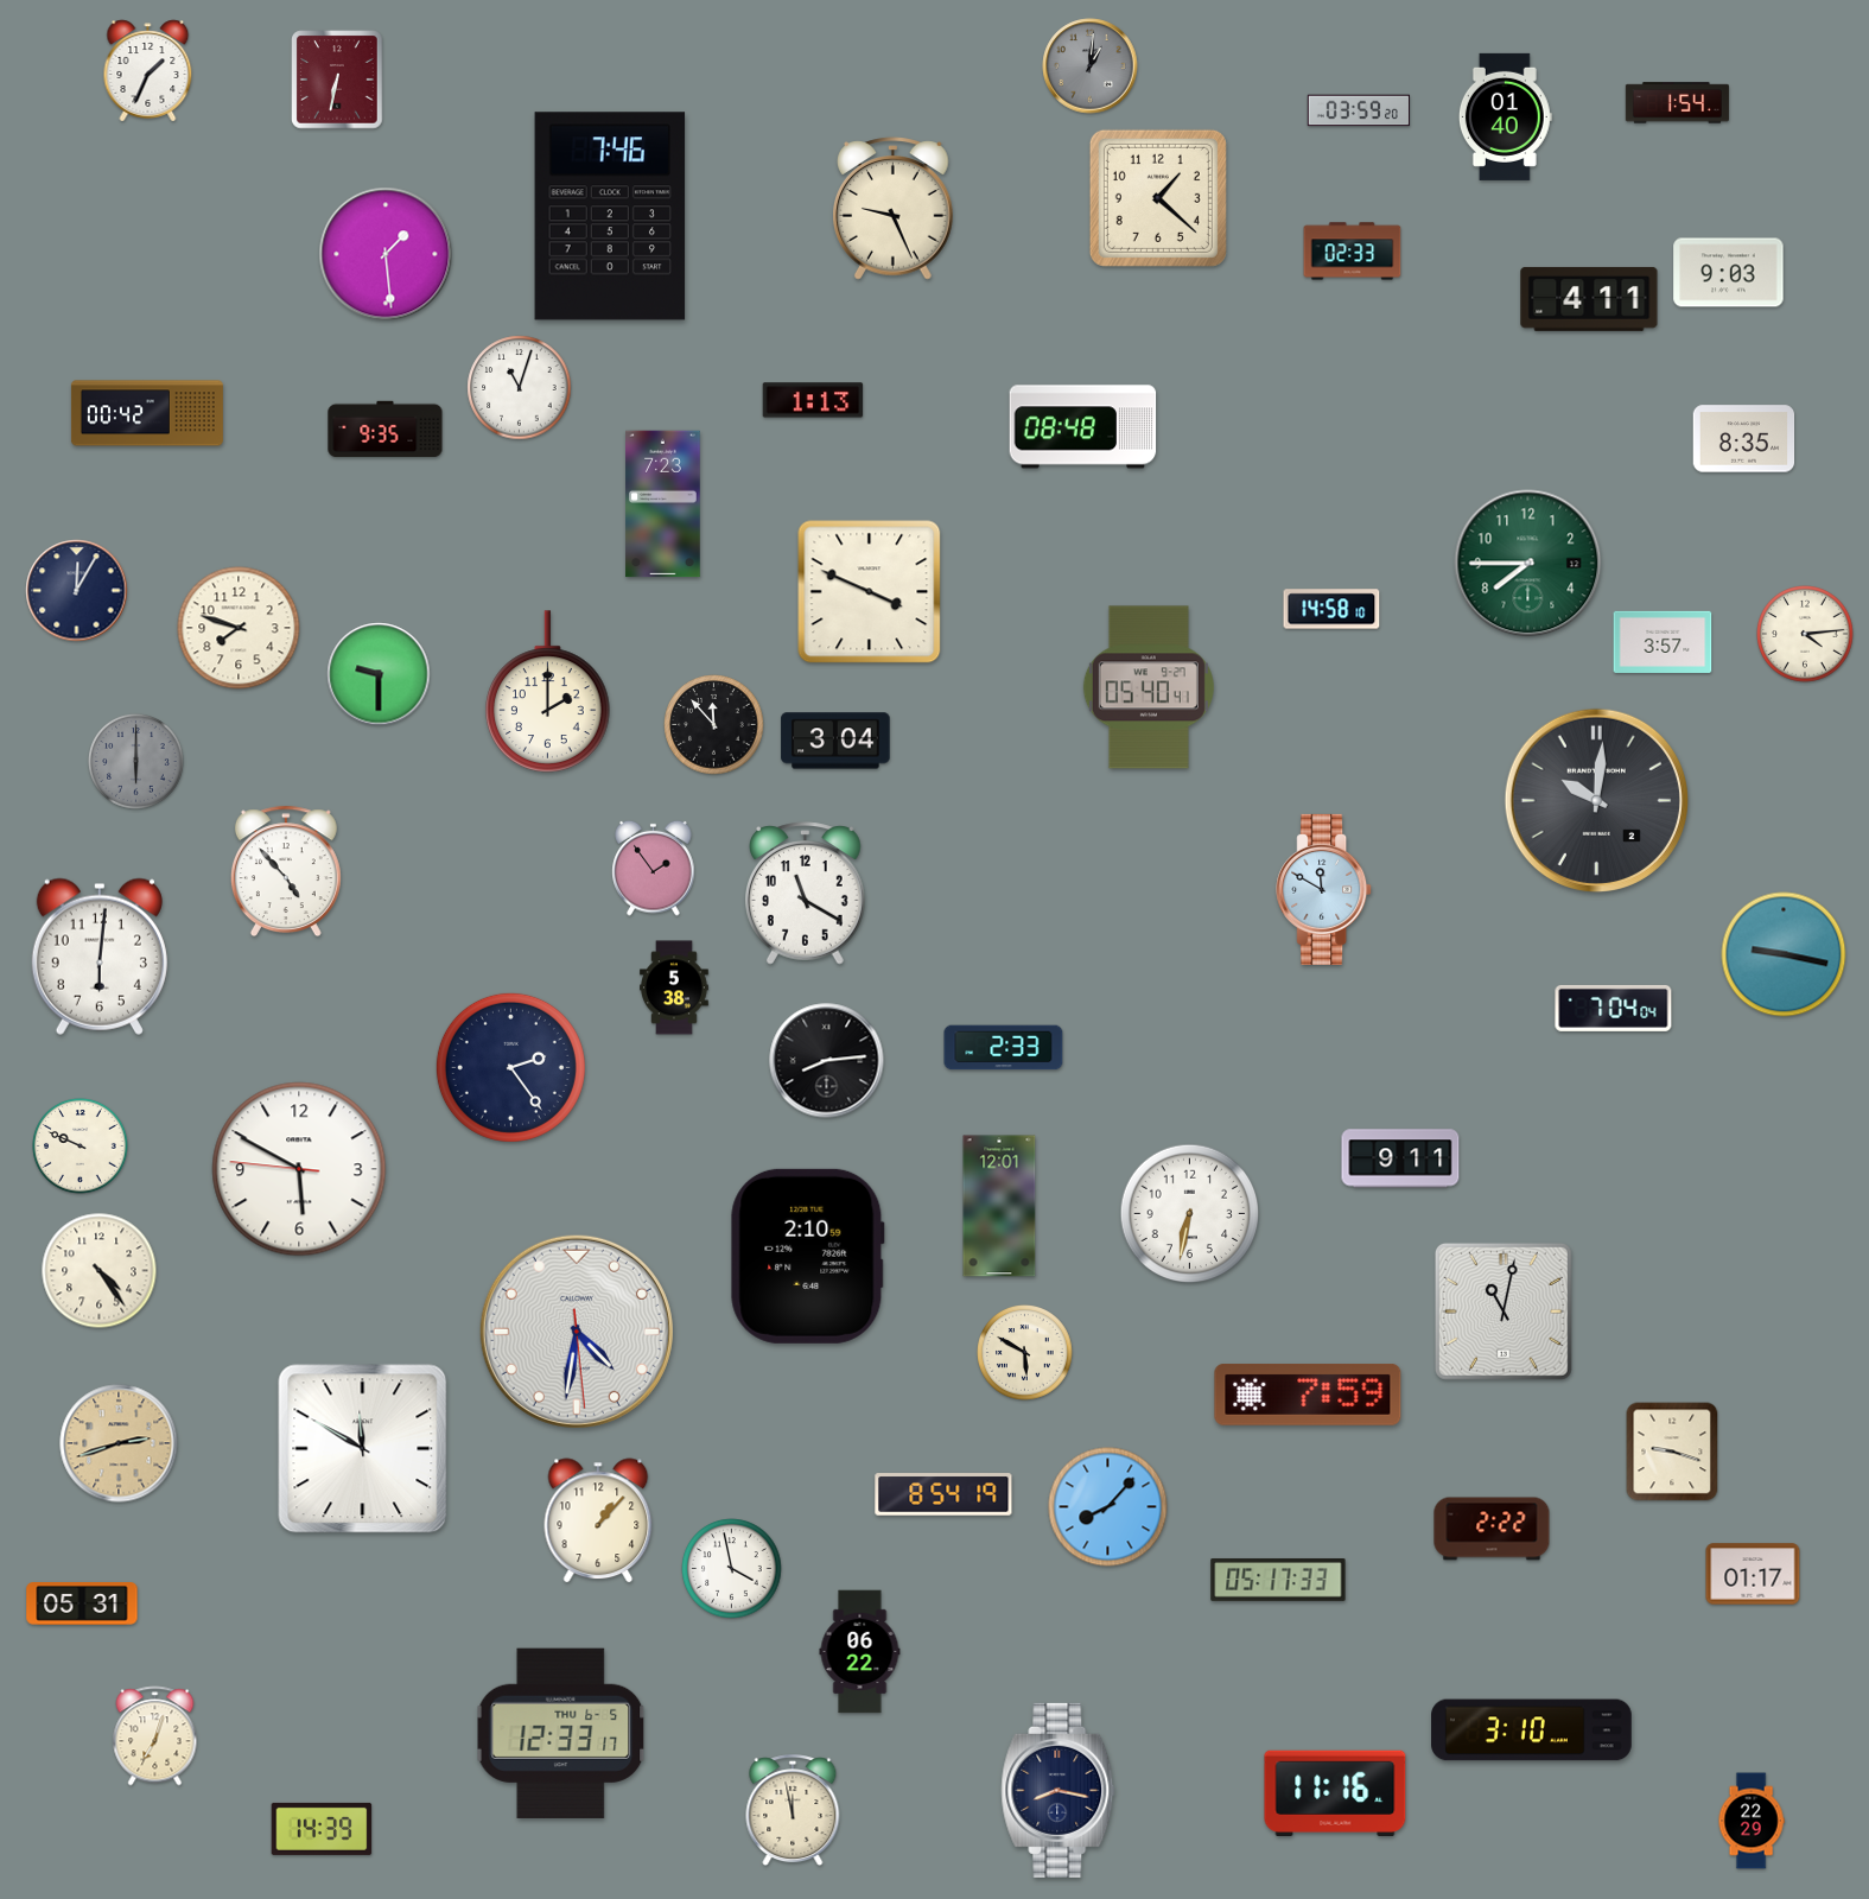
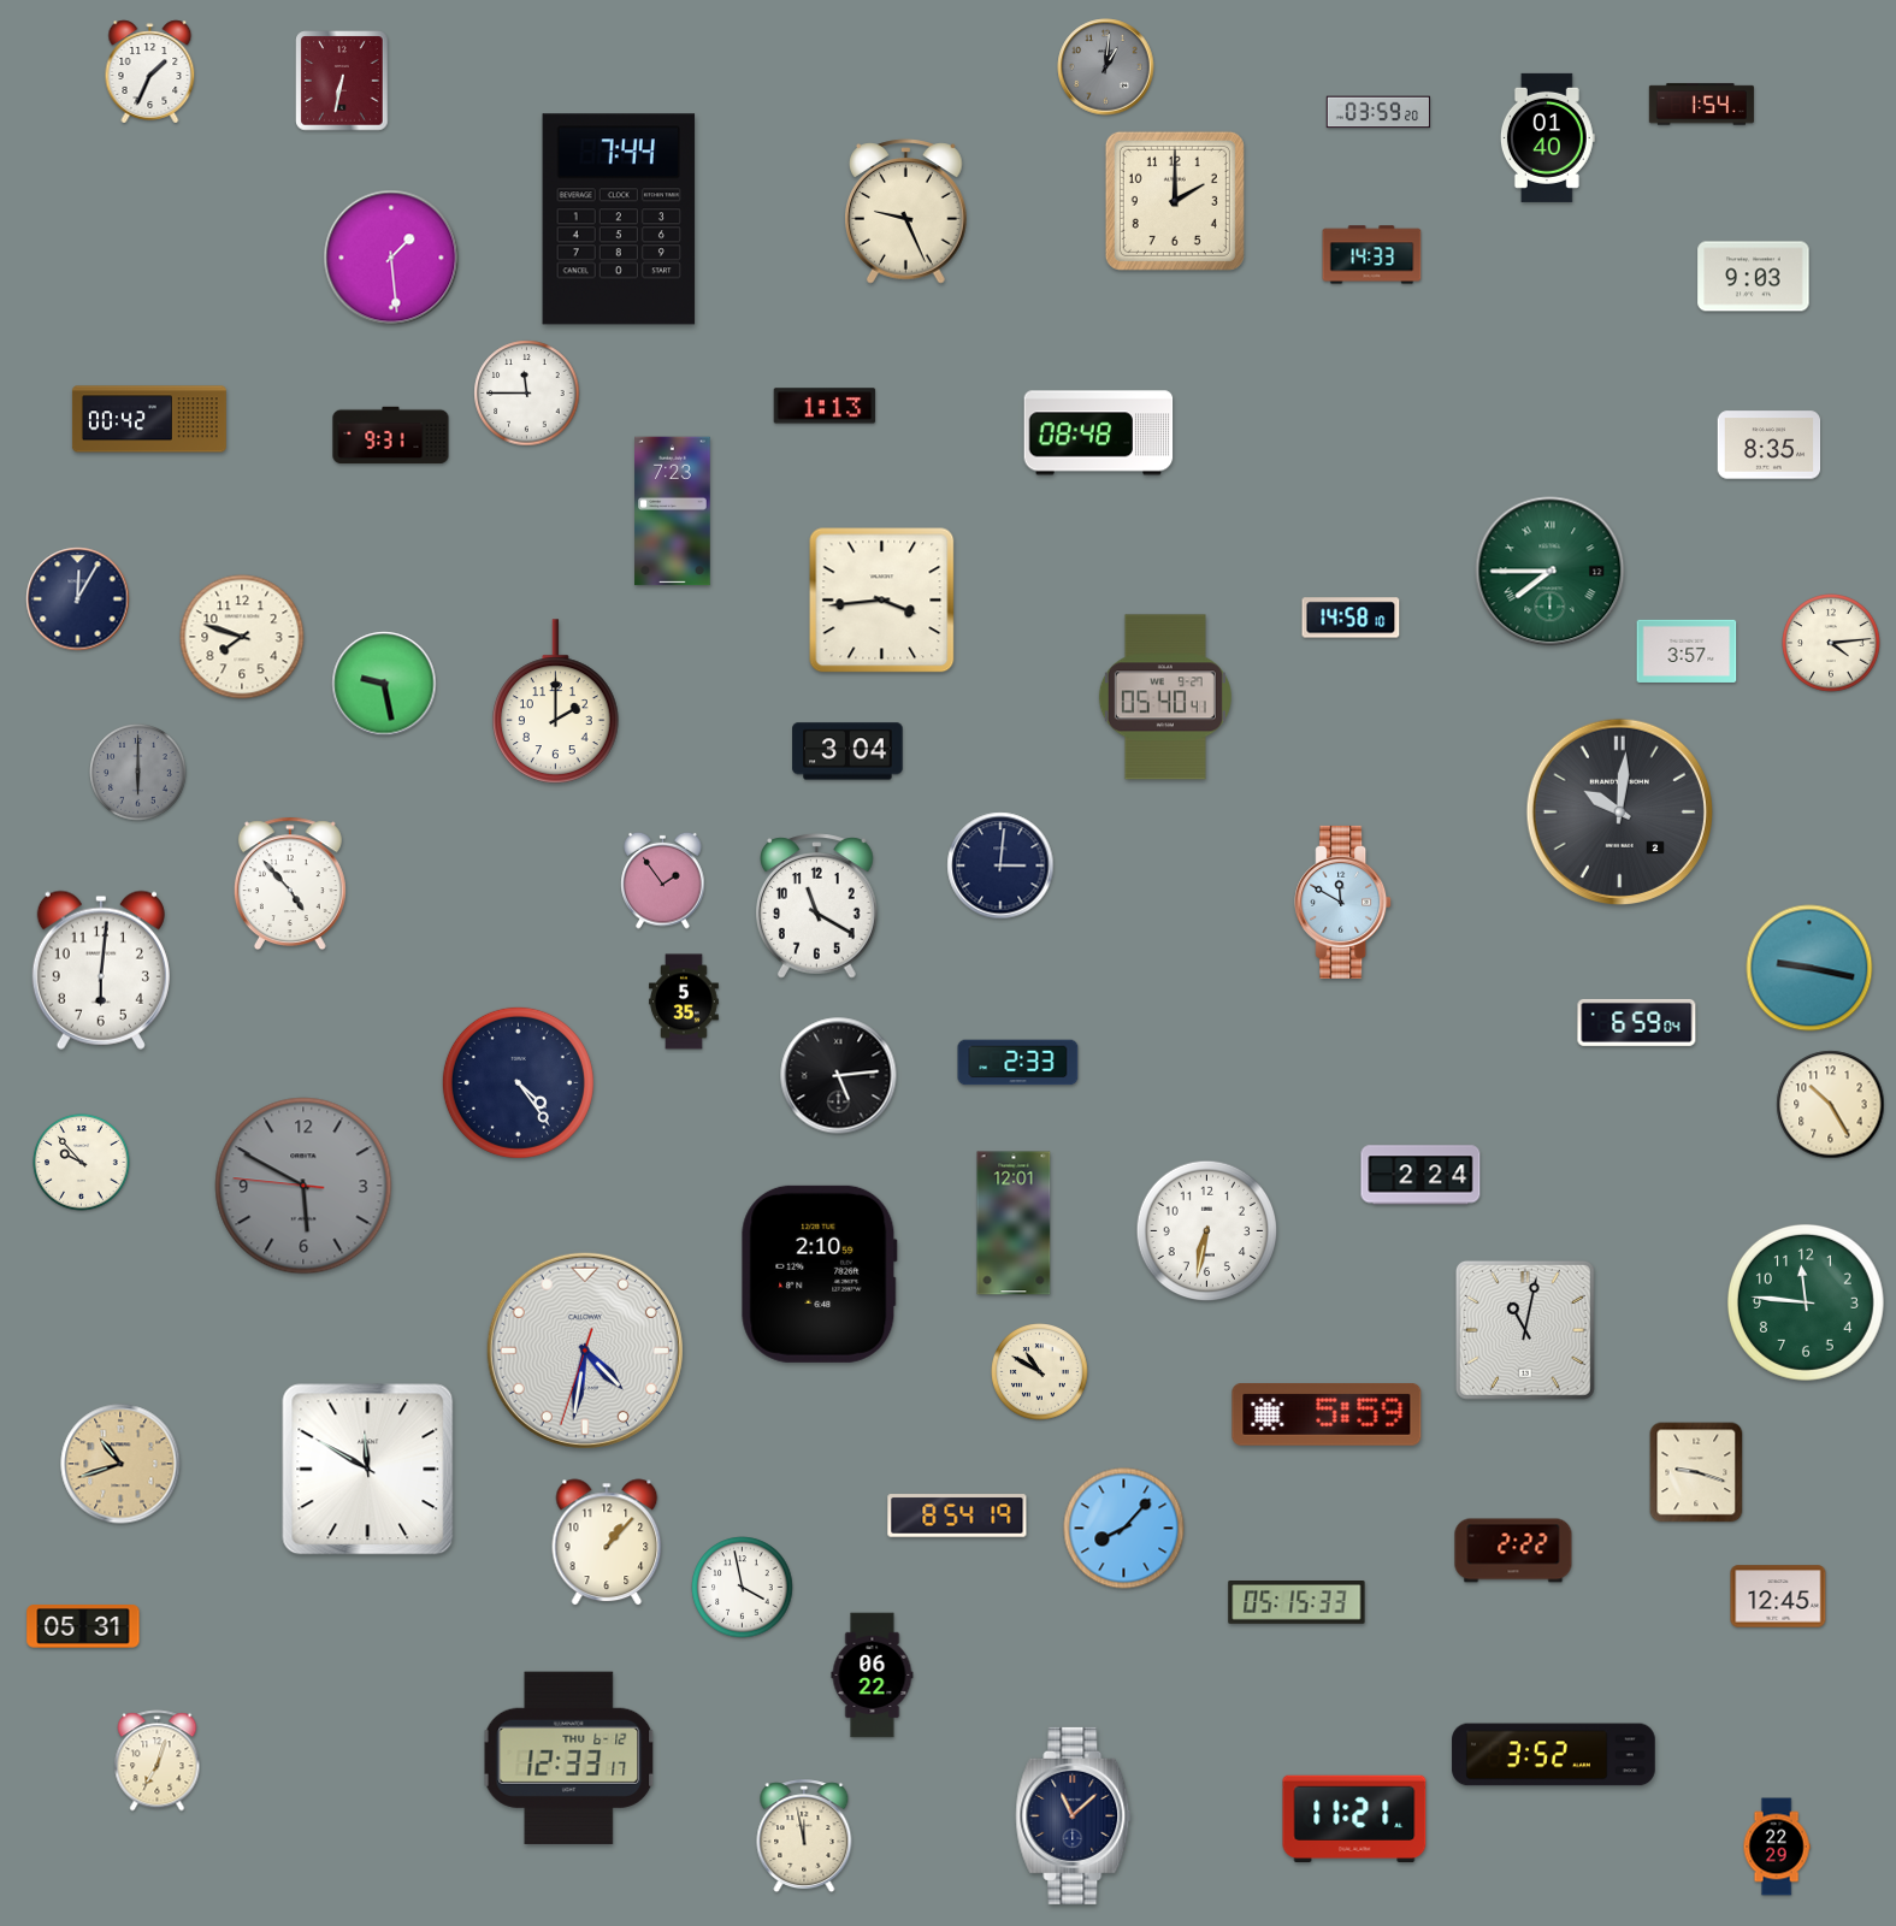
clock at (1505, 116) position: (1505, 116) -> (1547, 137)
clock at (1158, 198): 1:22 -> 2:00
clock at (610, 216): 7:46 -> 7:44
clock at (1353, 252): 02:33 -> 14:33
clock at (1589, 299): 4:11 -> none
clock at (520, 388): 11:03 -> 11:45
clock at (386, 430): 9:35 -> 9:31
clock at (1528, 564) numerals: Arabic -> Roman
clock at (870, 592): 3:49 -> 3:44
clock at (379, 674): 9:30 -> 9:28
clock at (714, 725): 11:53 -> none
clock at (1000, 865): none -> 3:01
clock at (675, 987): 5:38 -> 5:35
clock at (1614, 1008): 7:04 -> 6:59
clock at (827, 1061): 8:14 -> 5:14
clock at (510, 1067): 2:24 -> 4:24
clock at (1831, 1105): none -> 10:25
clock at (81, 1147): 9:49 -> 9:53
clock at (1400, 1158): 9:11 -> 2:24
clock at (299, 1169) dial: white -> grey
clock at (100, 1271): 4:24 -> none
clock at (1806, 1302): none -> 11:46
clock at (577, 1332): 4:31:29 -> 4:31:33
clock at (1025, 1353): 5:50 -> 10:50
clock at (1308, 1396): 7:59 -> 5:59
clock at (119, 1443): 2:42 -> 10:42
clock at (732, 1569) position: (732, 1569) -> (743, 1588)
clock at (1753, 1574): 01:17 -> 12:45
clock at (1278, 1581): 05:17 -> 05:15
clock at (1532, 1730): 3:10 -> 3:52
clock at (561, 1733) date: THU 6-5 -> THU 6-12
clock at (1059, 1790): 8:17 -> 11:08
clock at (1335, 1792): 11:16 -> 11:21
clock at (322, 1829): 14:39 -> none
